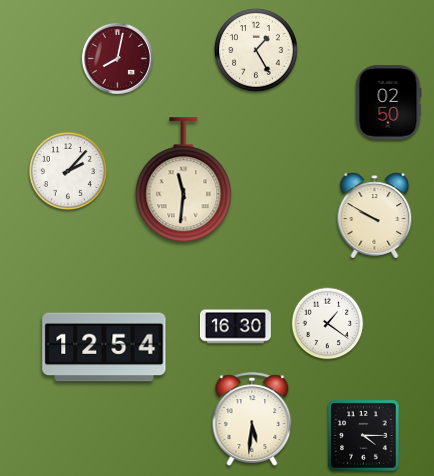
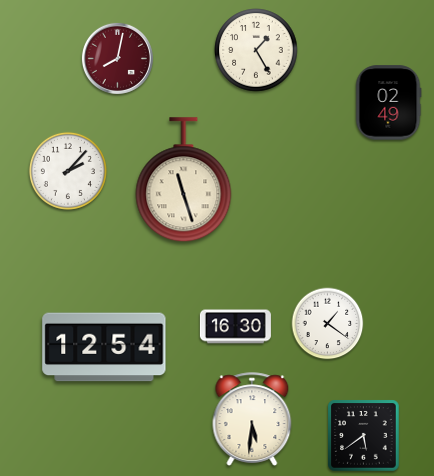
clock at (388, 103): 02:50 -> 02:49
clock at (184, 180): 11:31 -> 11:27
clock at (375, 216): 9:50 -> none
clock at (364, 436): 4:15 -> 5:39
